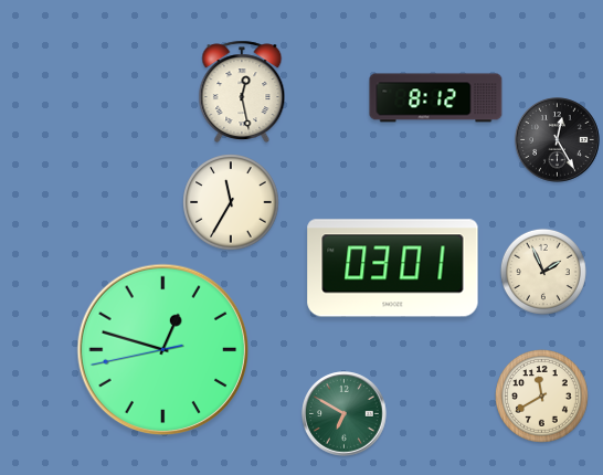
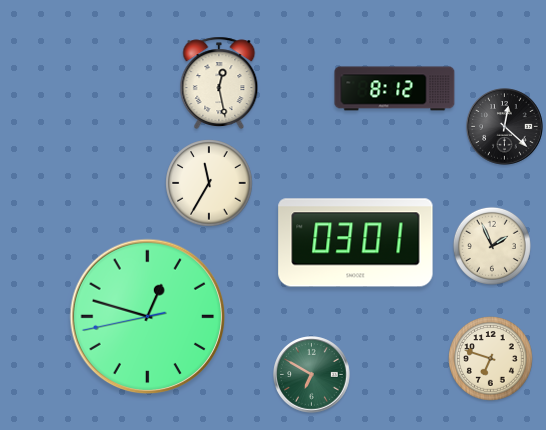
clock at (558, 140): 12:25 -> 12:22
clock at (542, 397): 11:40 -> 6:48
